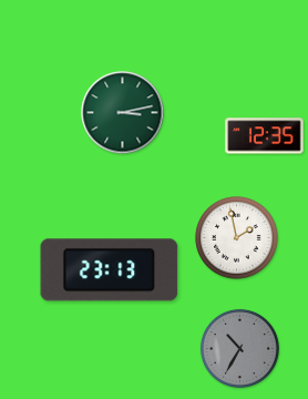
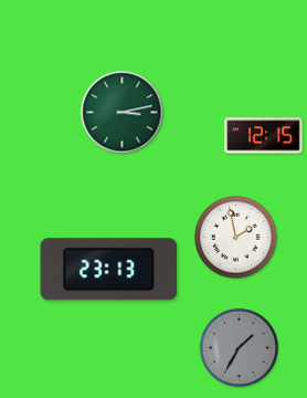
clock at (265, 136): 12:35 -> 12:15
clock at (239, 348): 10:35 -> 1:35
